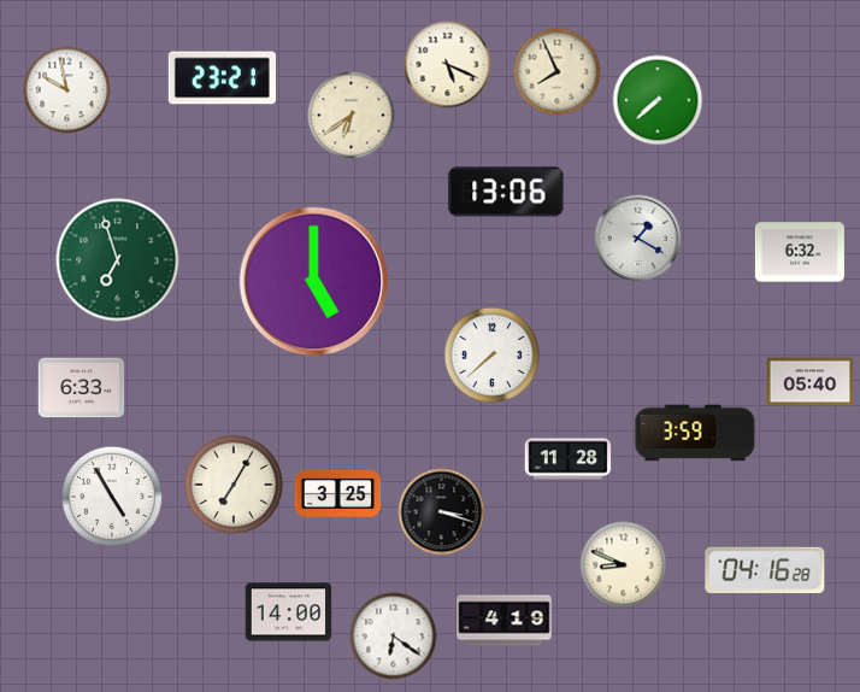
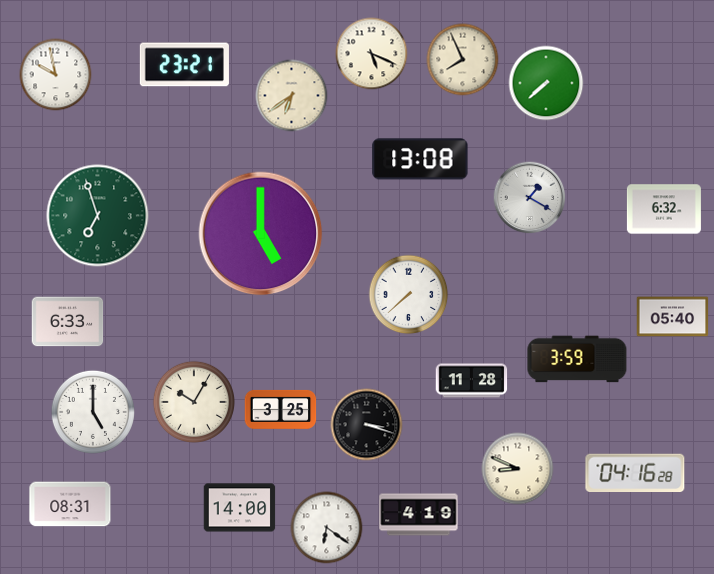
clock at (506, 192): 13:06 -> 13:08
clock at (232, 483): 7:05 -> 10:05
clock at (112, 497): 4:55 -> 5:00
clock at (70, 504): none -> 08:31
